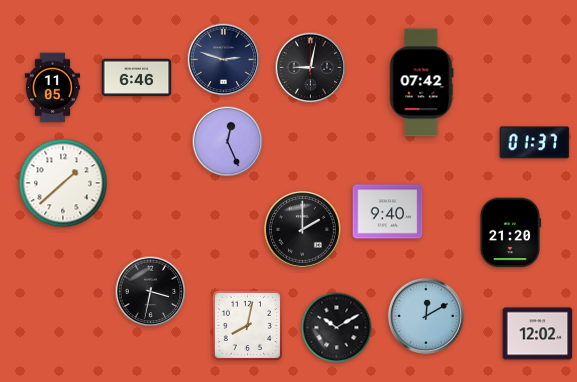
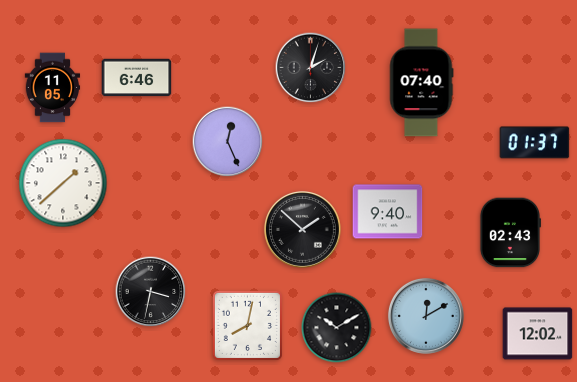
clock at (224, 60): 2:48 -> none
clock at (311, 68): 9:02 -> 2:03
clock at (421, 83): 07:42 -> 07:40
clock at (302, 229): 2:00 -> 1:52
clock at (509, 233): 21:20 -> 02:43
